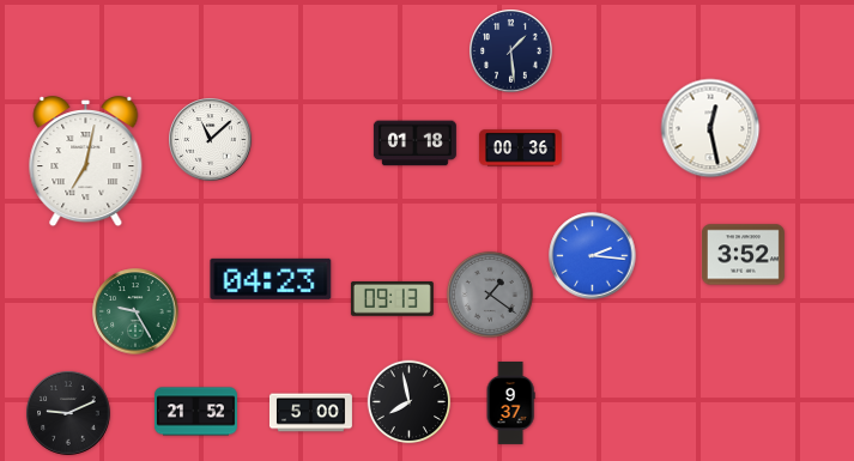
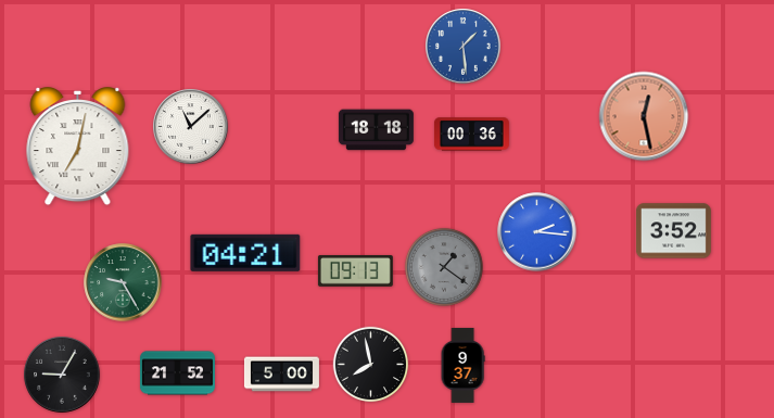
clock at (511, 51) dial: navy -> blue
clock at (710, 128) dial: white -> salmon
clock at (414, 144): 01:18 -> 18:18
clock at (271, 279): 04:23 -> 04:21
clock at (68, 413): 9:11 -> 9:05
